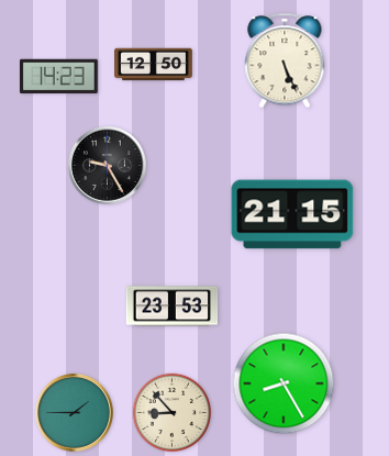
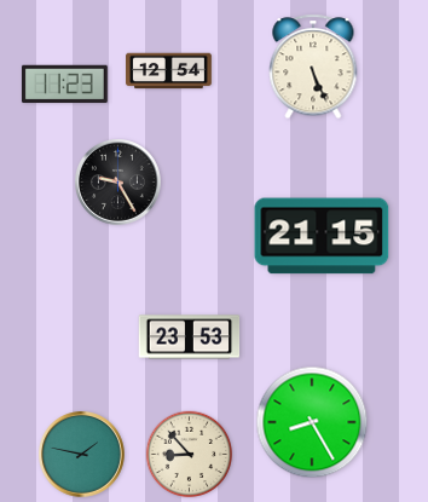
clock at (154, 65): 12:50 -> 12:54
clock at (58, 77): 14:23 -> 11:23
clock at (75, 413): 1:45 -> 1:47
